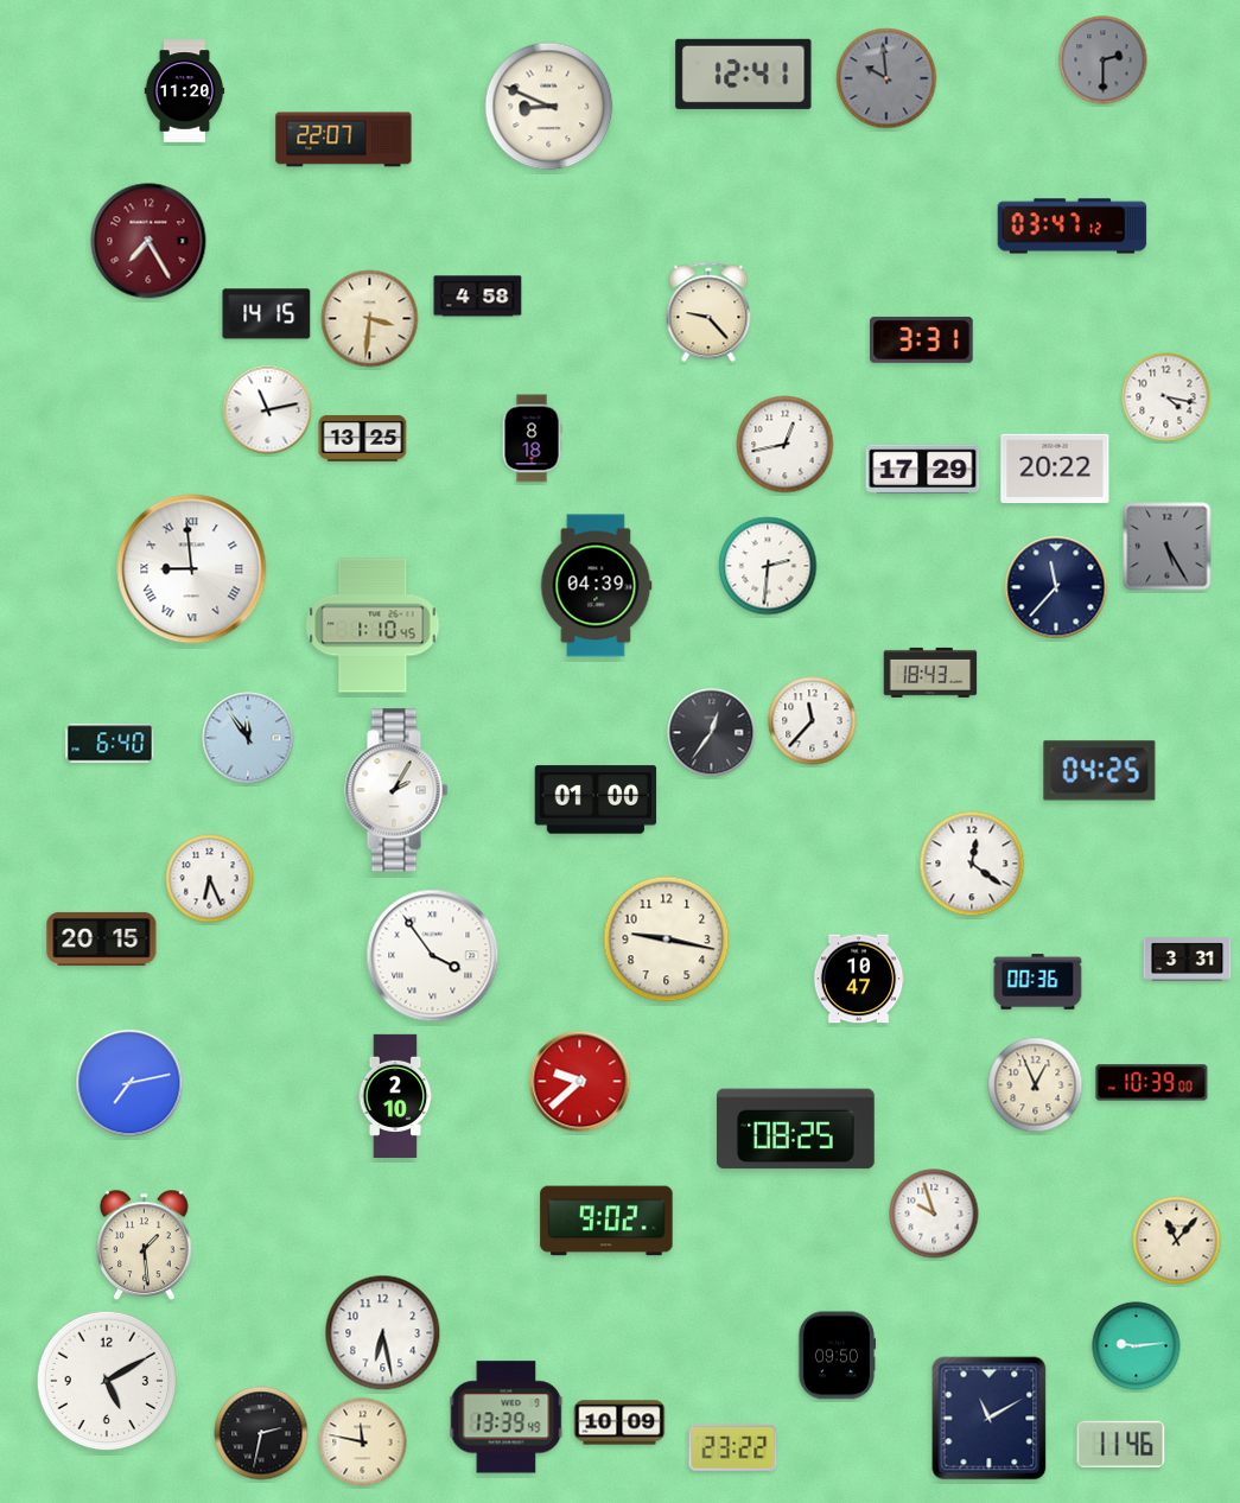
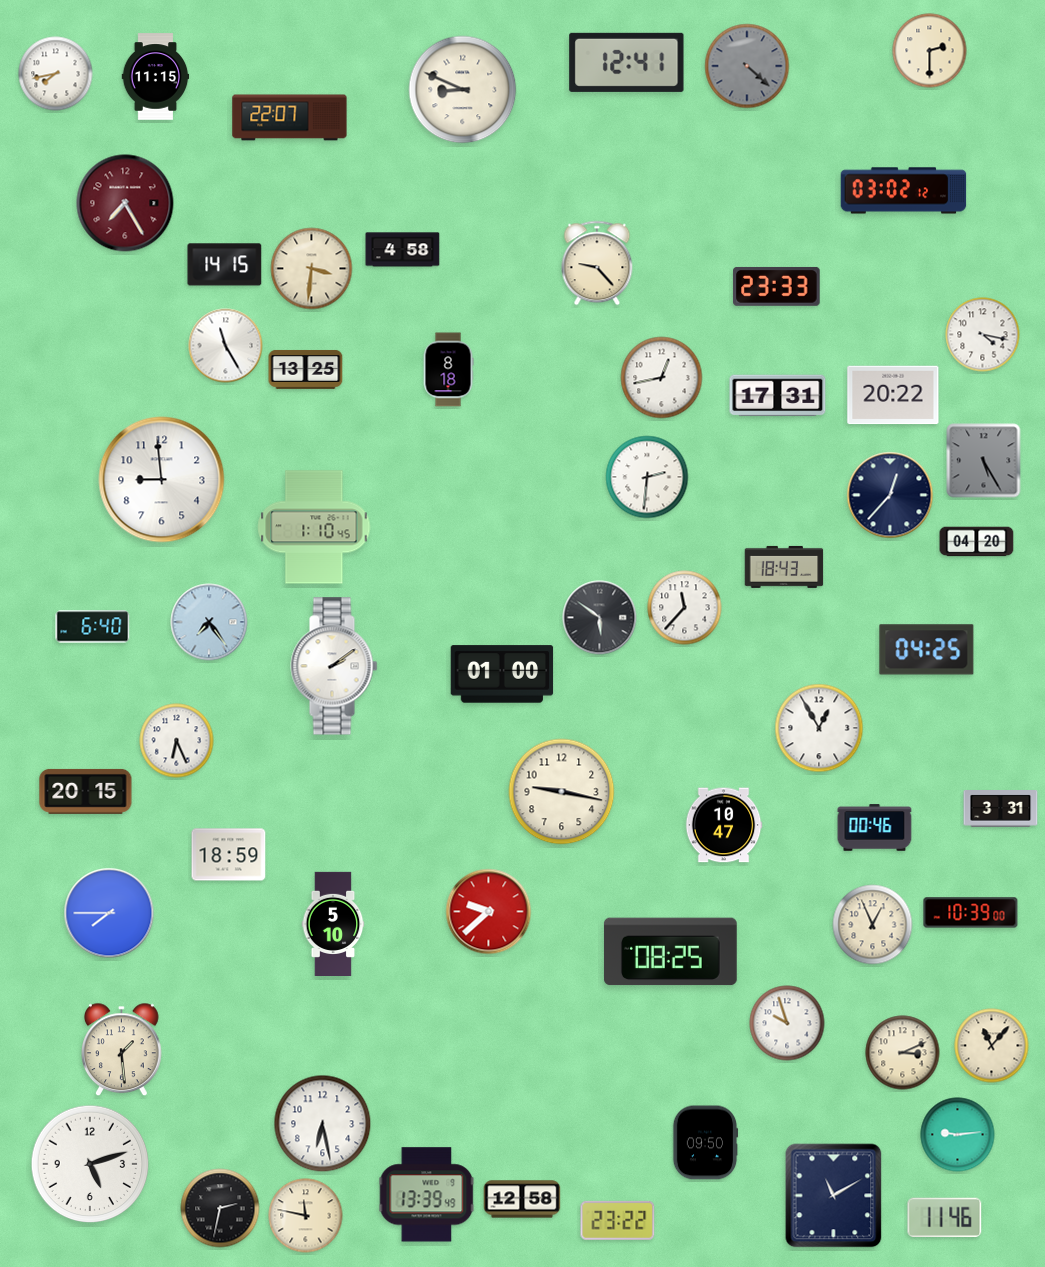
clock at (1104, 60) dial: grey -> cream
clock at (886, 78): 9:59 -> 4:22
clock at (56, 74): none -> 7:43
clock at (185, 91): 11:20 -> 11:15
clock at (1073, 227): 03:47 -> 03:02
clock at (922, 340): 3:31 -> 23:33
clock at (268, 410): 11:13 -> 11:25
clock at (786, 445) position: (786, 445) -> (662, 378)
clock at (1055, 469) position: (1055, 469) -> (893, 395)
clock at (923, 470): 17:29 -> 17:31
clock at (192, 569) numerals: Roman -> Arabic
clock at (596, 586): 04:39 -> none
clock at (1056, 587): 11:37 -> 12:37
clock at (977, 542): none -> 04:20
clock at (712, 733): 12:36 -> 5:51
clock at (248, 738): 11:54 -> 7:24
clock at (396, 790): 2:05 -> 2:09
clock at (972, 864): 12:21 -> 12:55
clock at (433, 956): 3:54 -> none
clock at (1038, 982): 00:36 -> 00:46
clock at (229, 855): none -> 18:59
clock at (129, 1083): 7:13 -> 7:45
clock at (1036, 1085) position: (1036, 1085) -> (873, 925)
clock at (395, 1095): 2:10 -> 5:10
clock at (606, 1221): 9:02 -> none
clock at (903, 1053): none -> 3:11
clock at (107, 1381): 5:10 -> 5:12
clock at (619, 1422): 10:09 -> 12:58
